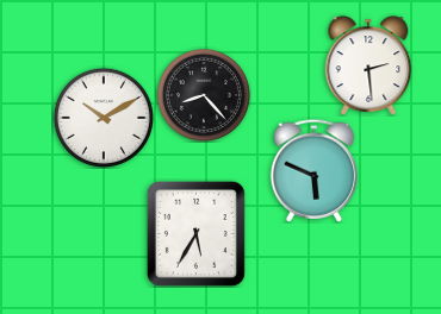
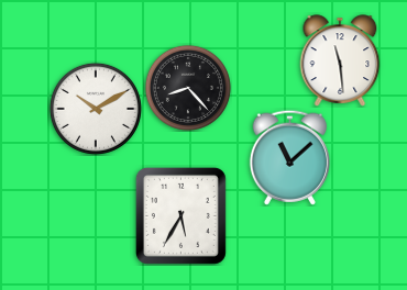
clock at (368, 65): 2:29 -> 11:29
clock at (313, 170): 5:49 -> 11:08
